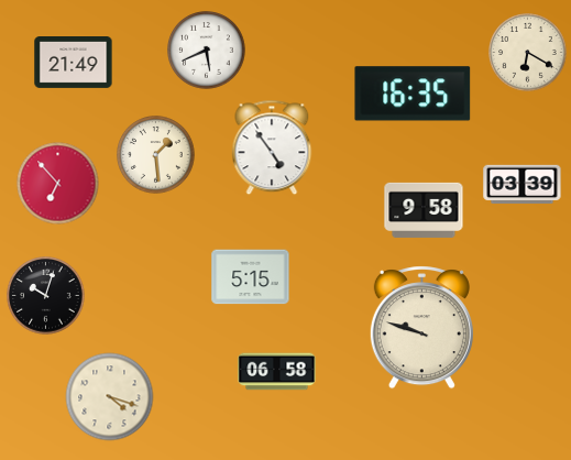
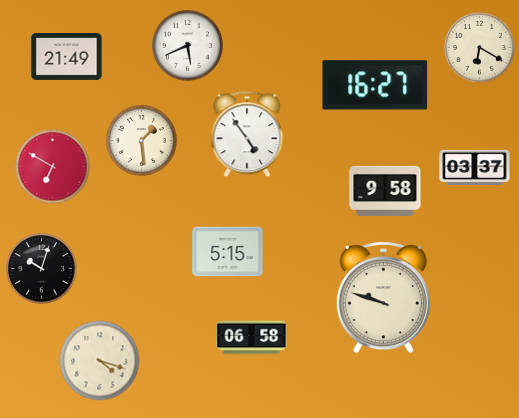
clock at (413, 94): 16:35 -> 16:27
clock at (58, 184): 6:53 -> 6:50
clock at (523, 185): 03:39 -> 03:37
